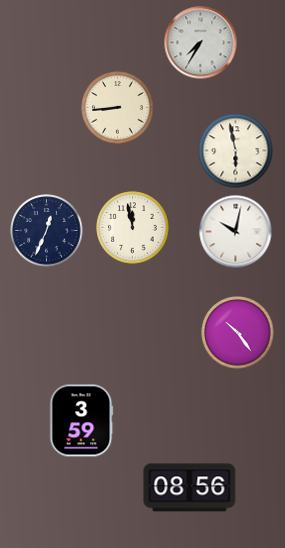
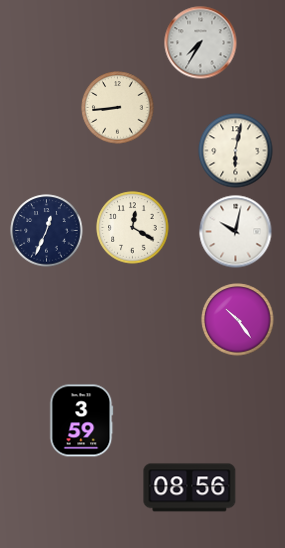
clock at (236, 151): 5:58 -> 6:02
clock at (133, 228): 11:58 -> 12:20
clock at (238, 333) position: (238, 333) -> (238, 320)
